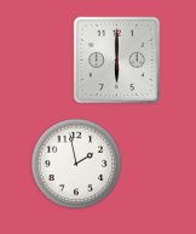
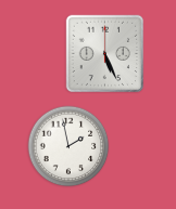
clock at (117, 61): 6:00 -> 5:26
